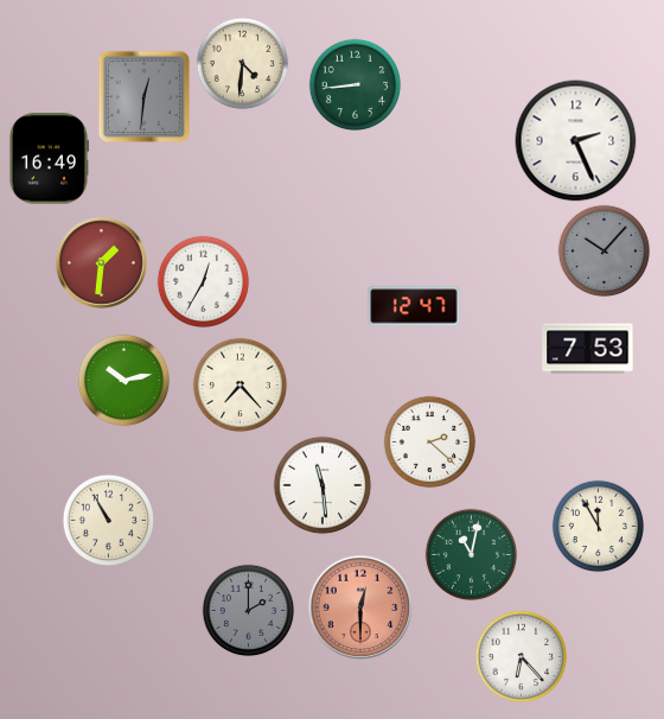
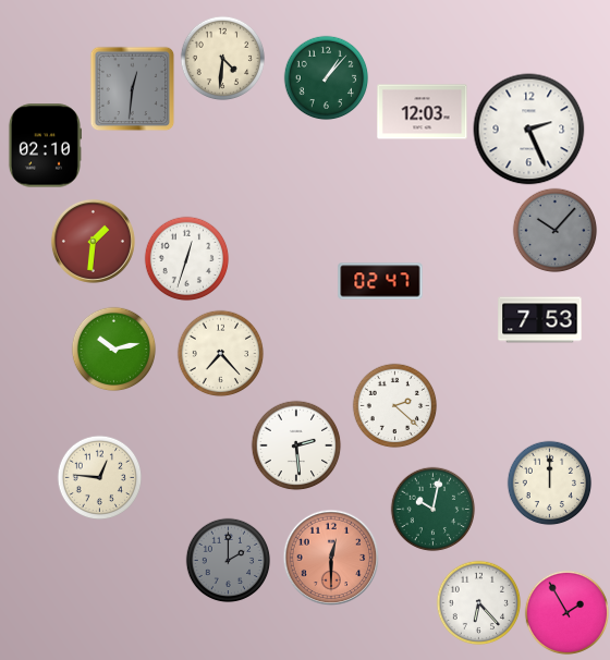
clock at (355, 84): 8:44 -> 1:07
clock at (423, 112): none -> 12:03
clock at (47, 159): 16:49 -> 02:10
clock at (203, 281): 12:35 -> 12:33
clock at (414, 306): 12:47 -> 02:47
clock at (323, 485): 11:29 -> 2:29
clock at (108, 520): 10:55 -> 12:46
clock at (598, 526): 11:55 -> 12:00
clock at (471, 554): 11:02 -> 10:02
clock at (566, 612): none -> 1:55
